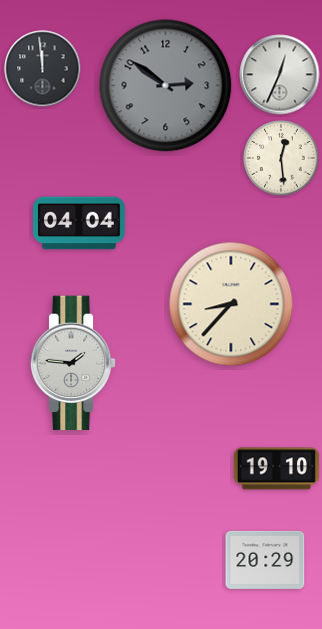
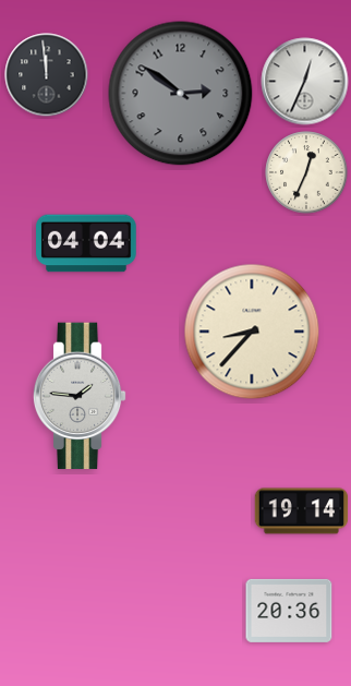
clock at (281, 158): 12:29 -> 12:34
clock at (277, 469): 19:10 -> 19:14
clock at (265, 560): 20:29 -> 20:36
